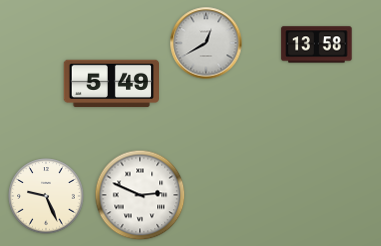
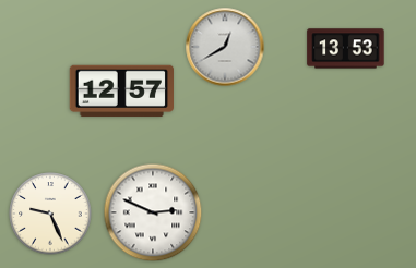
clock at (317, 45): 13:58 -> 13:53
clock at (112, 84): 5:49 -> 12:57
